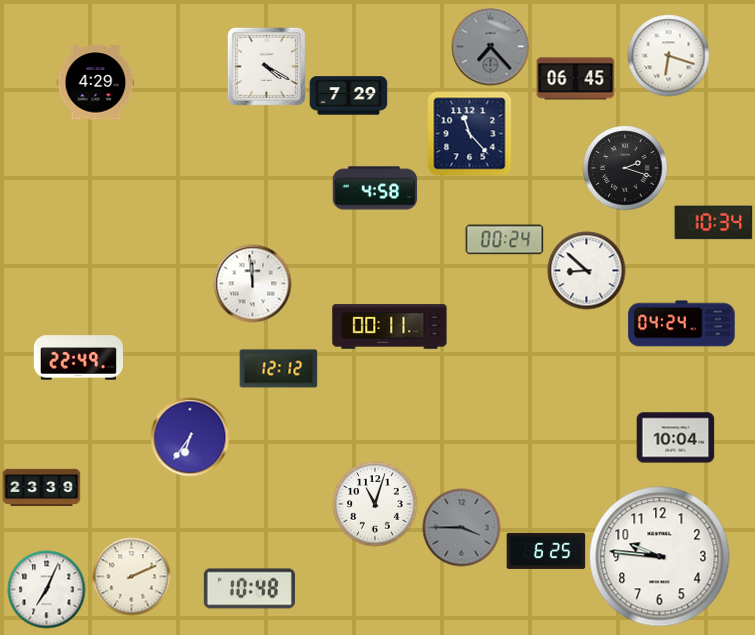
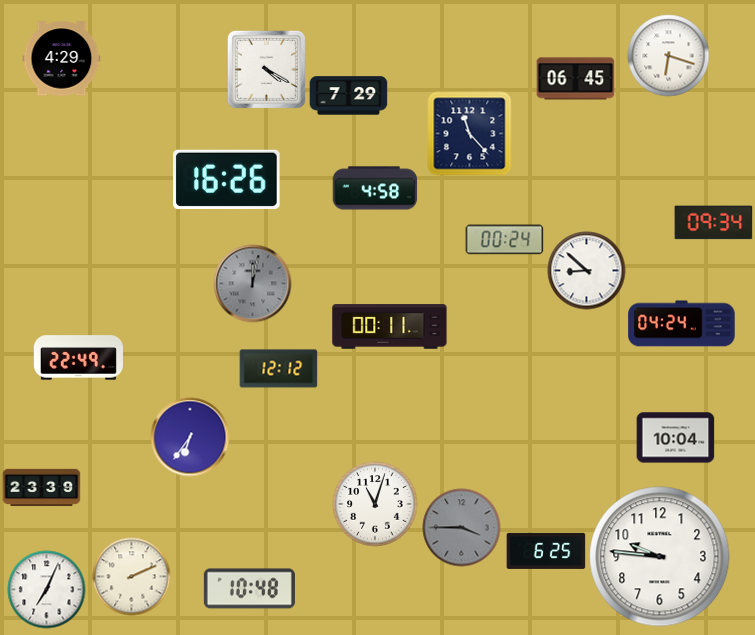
clock at (490, 46): 7:23 -> none
clock at (266, 66) position: (266, 66) -> (266, 69)
clock at (95, 83) position: (95, 83) -> (61, 59)
clock at (625, 168): 2:18 -> none
clock at (227, 179): none -> 16:26
clock at (713, 223): 10:34 -> 09:34
clock at (252, 283): 11:59 -> 12:02
clock at (252, 283) dial: white -> grey
